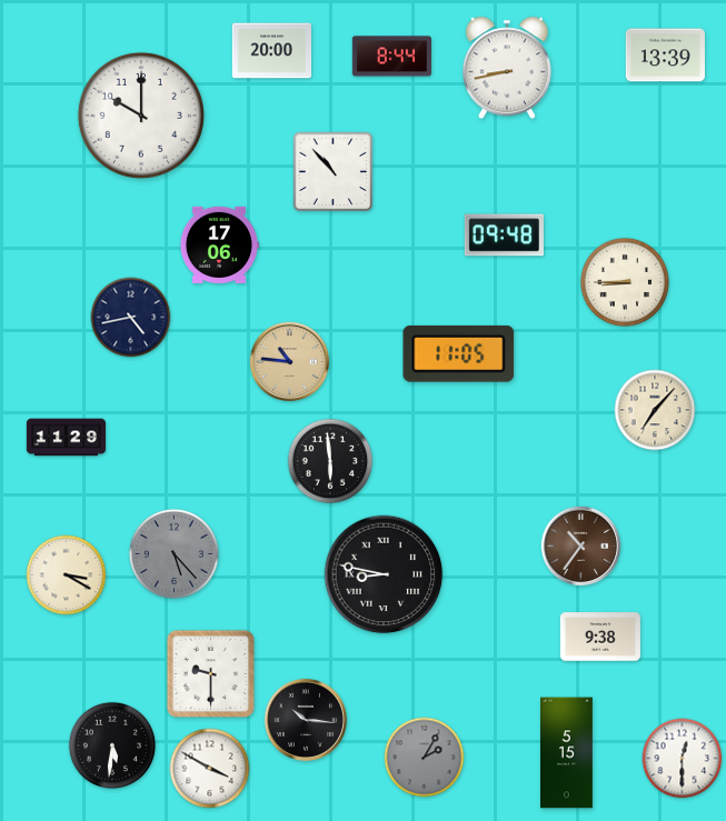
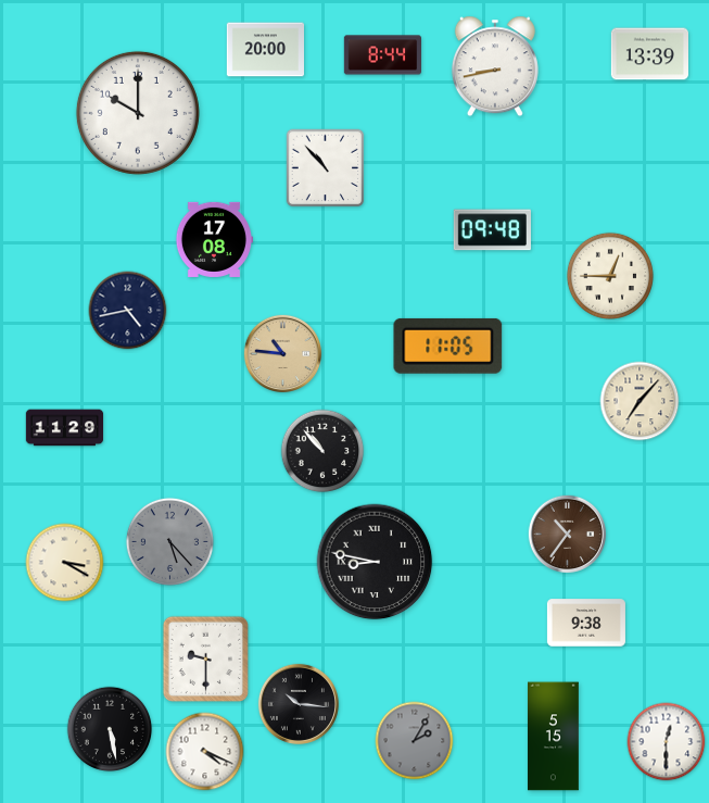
clock at (218, 244): 17:06 -> 17:08
clock at (625, 282): 8:45 -> 12:45
clock at (330, 461): 5:59 -> 10:53
clock at (112, 745): 5:31 -> 5:28
clock at (210, 769): 3:50 -> 4:19
